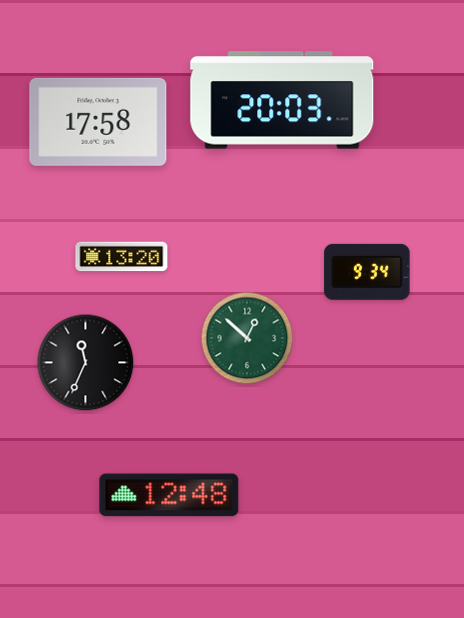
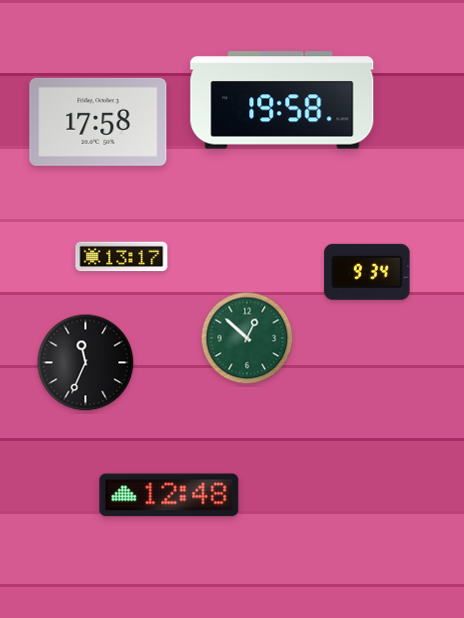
clock at (282, 100): 20:03 -> 19:58
clock at (122, 257): 13:20 -> 13:17
